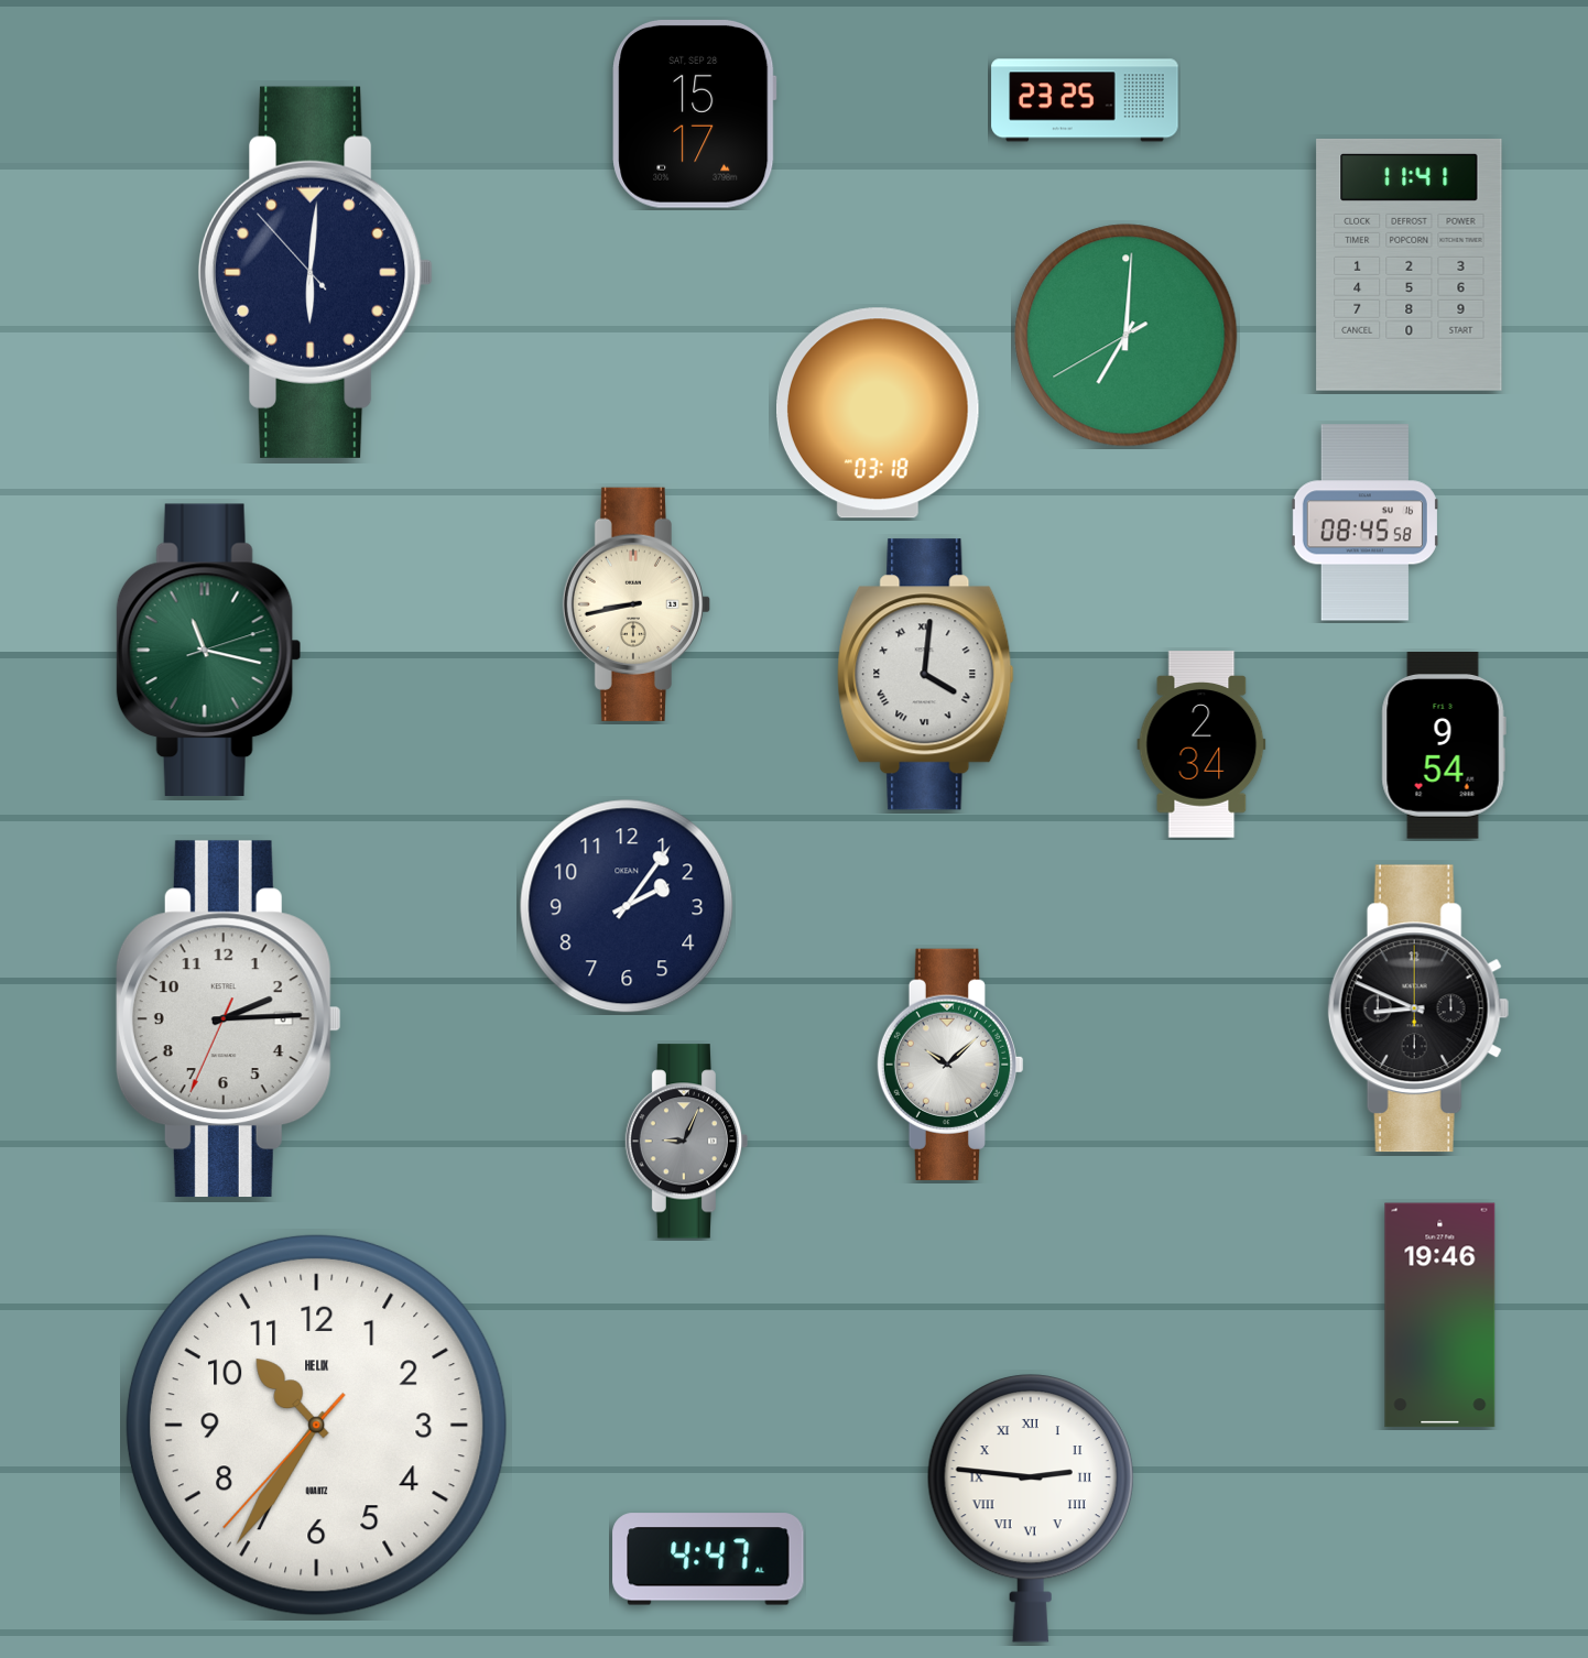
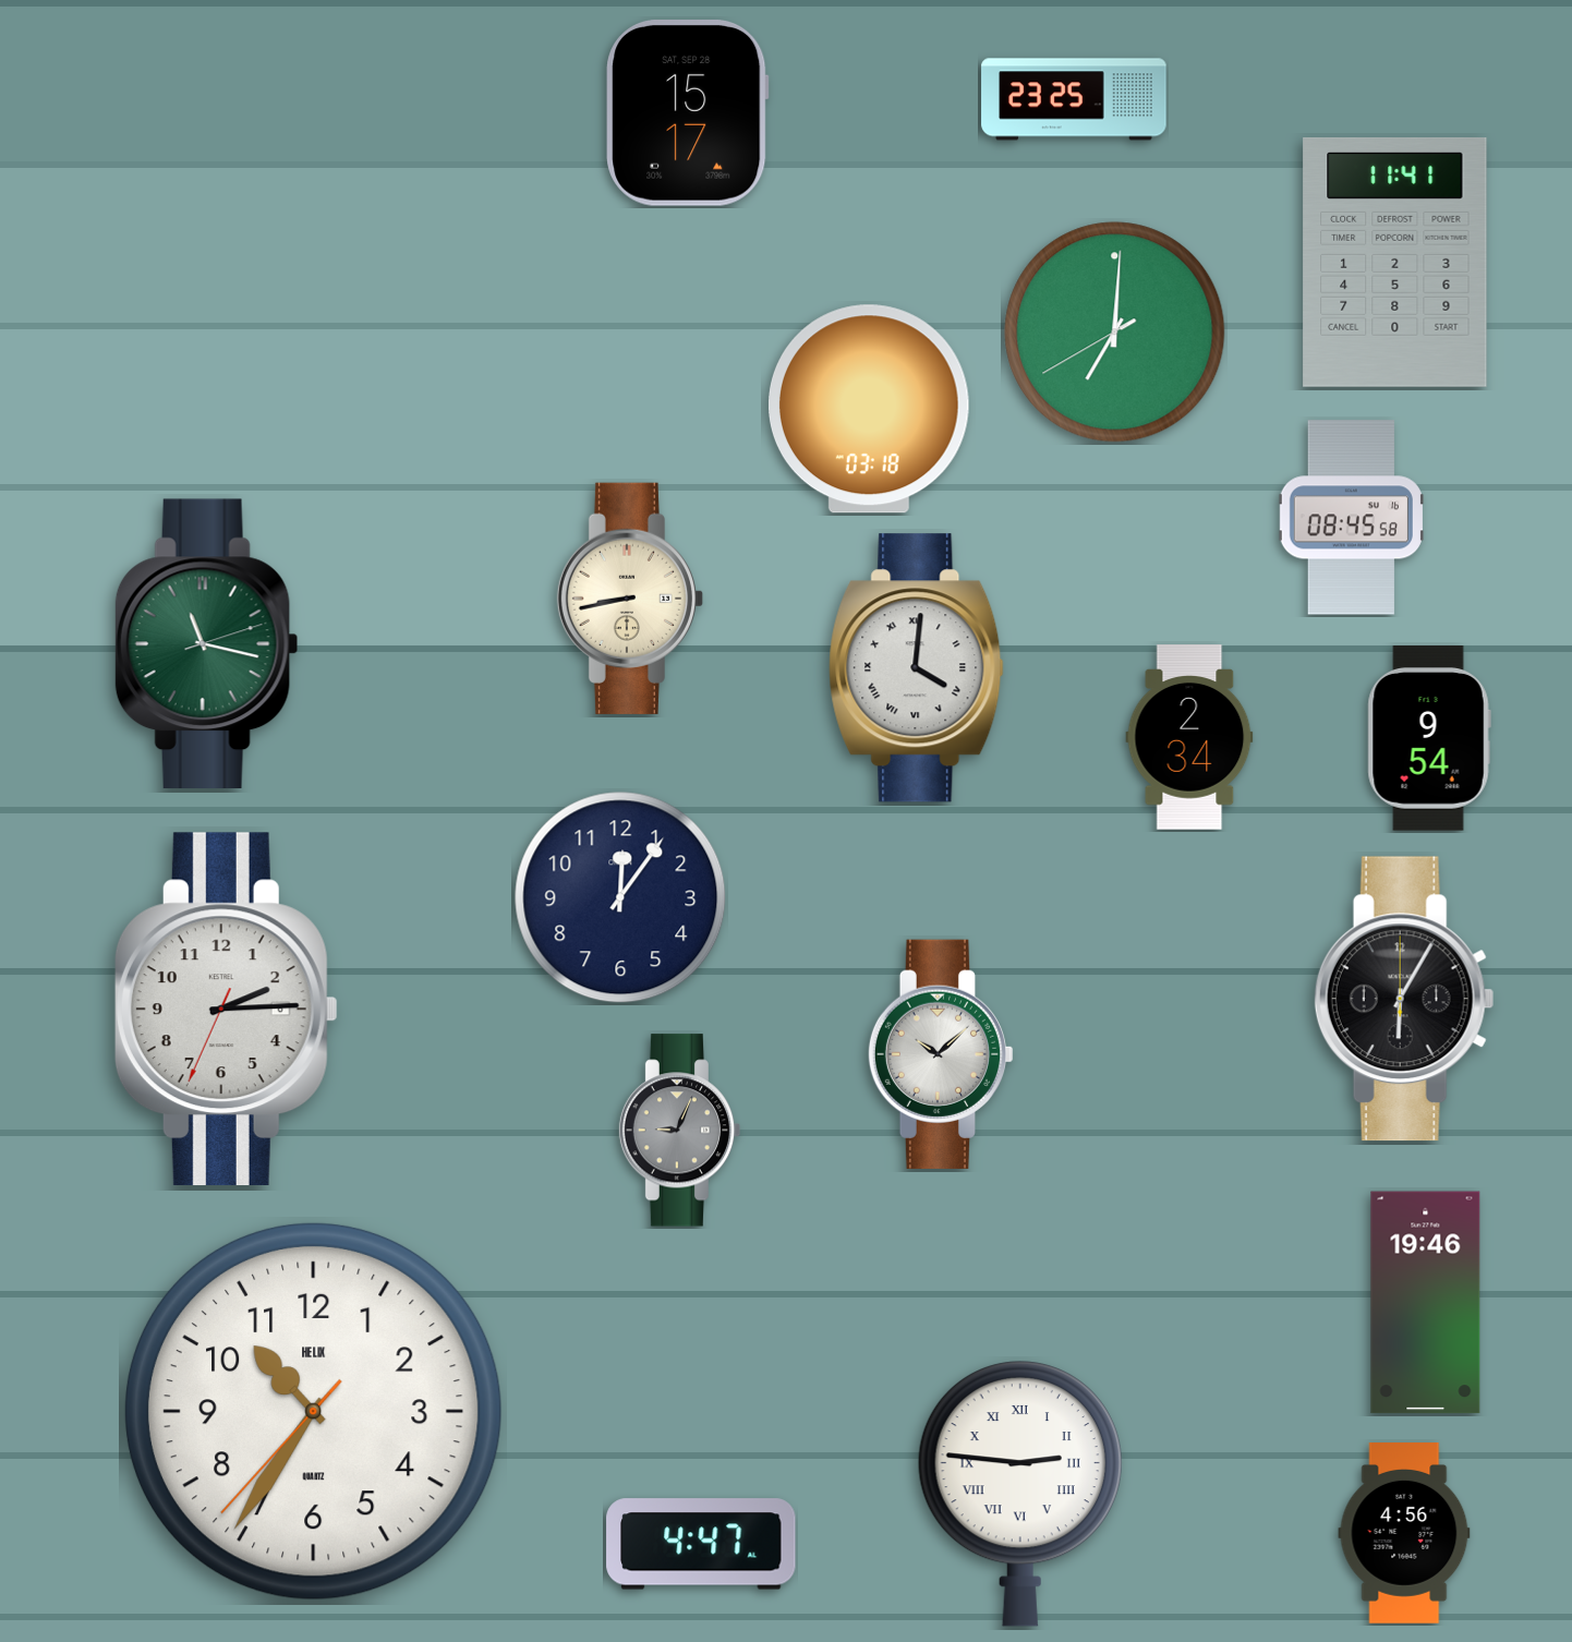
clock at (316, 272): 6:00 -> none
clock at (627, 906): 2:06 -> 12:06
clock at (1418, 1008): 8:49 -> 6:05
clock at (1404, 1534): none -> 4:56
